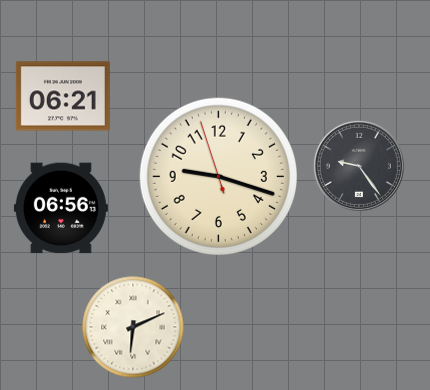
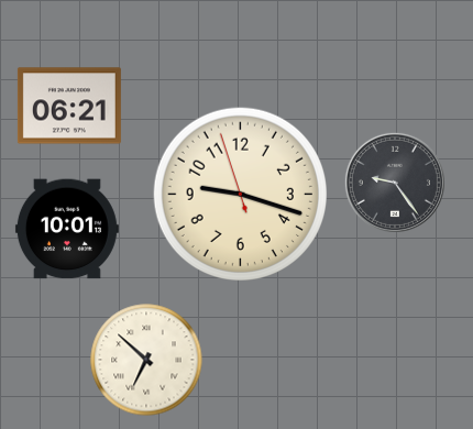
clock at (61, 208): 06:56 -> 10:01
clock at (133, 327): 6:11 -> 6:52
